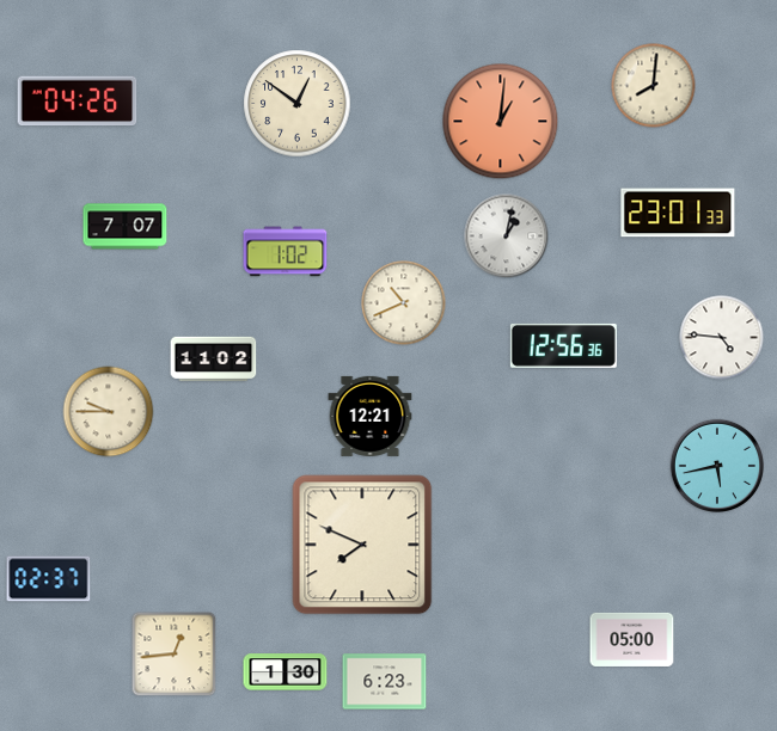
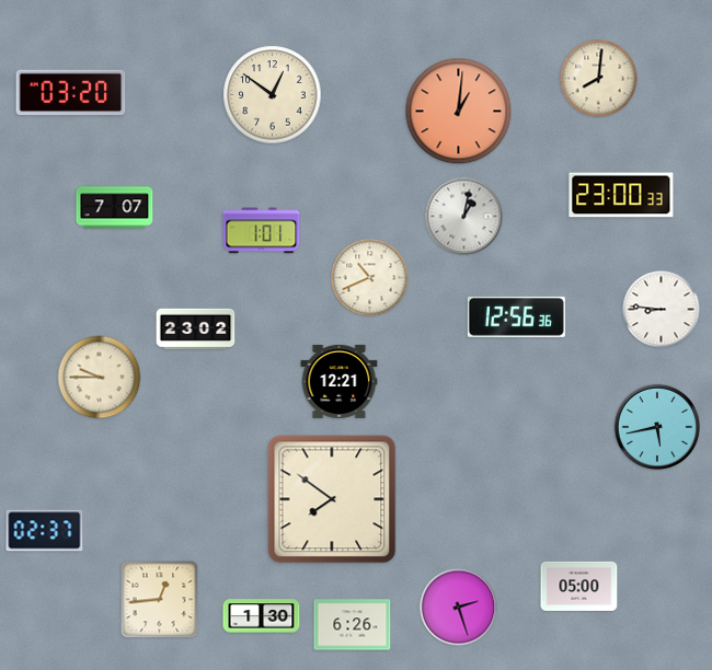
clock at (78, 102): 04:26 -> 03:20
clock at (678, 213): 23:01 -> 23:00
clock at (286, 252): 1:02 -> 1:01
clock at (722, 338): 4:46 -> 8:46
clock at (214, 360): 11:02 -> 23:02
clock at (362, 545): 7:49 -> 7:51
clock at (459, 608): none -> 2:27
clock at (385, 682): 6:23 -> 6:26
